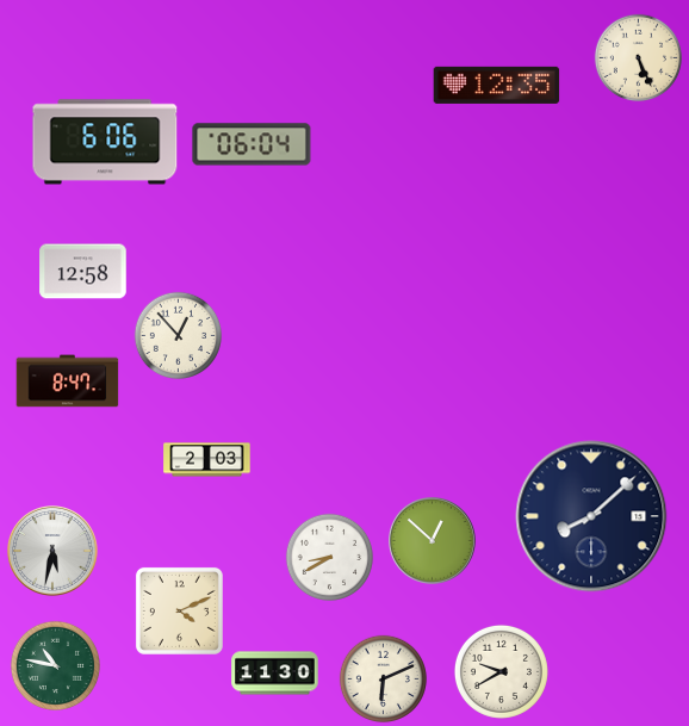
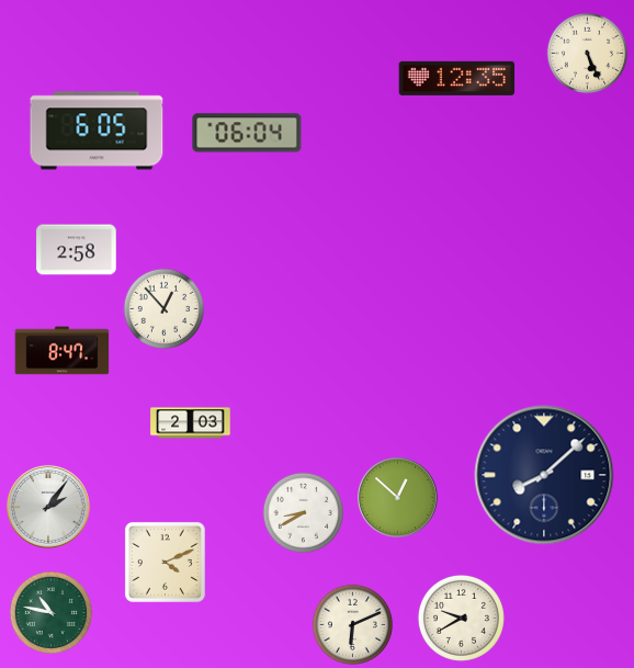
clock at (105, 142): 6:06 -> 6:05
clock at (252, 144) position: (252, 144) -> (247, 133)
clock at (83, 272): 12:58 -> 2:58
clock at (52, 551): 5:32 -> 2:06
clock at (275, 674): 11:30 -> none
